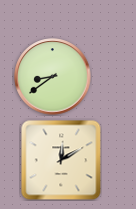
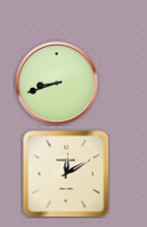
clock at (53, 77): 8:39 -> 8:42
